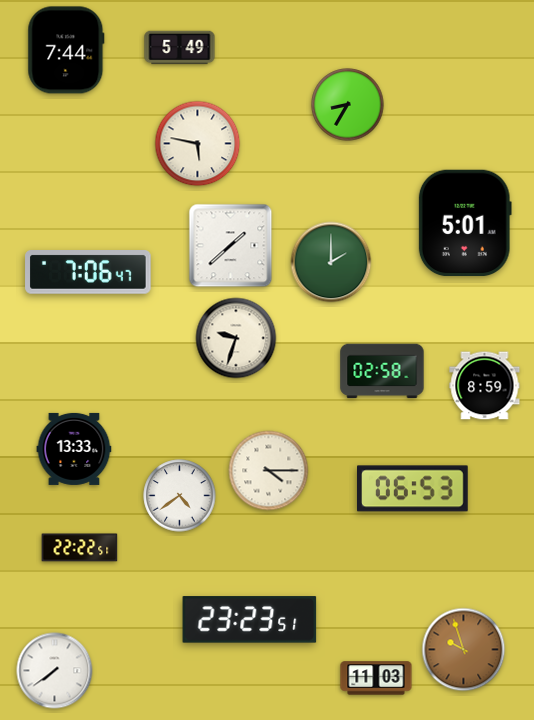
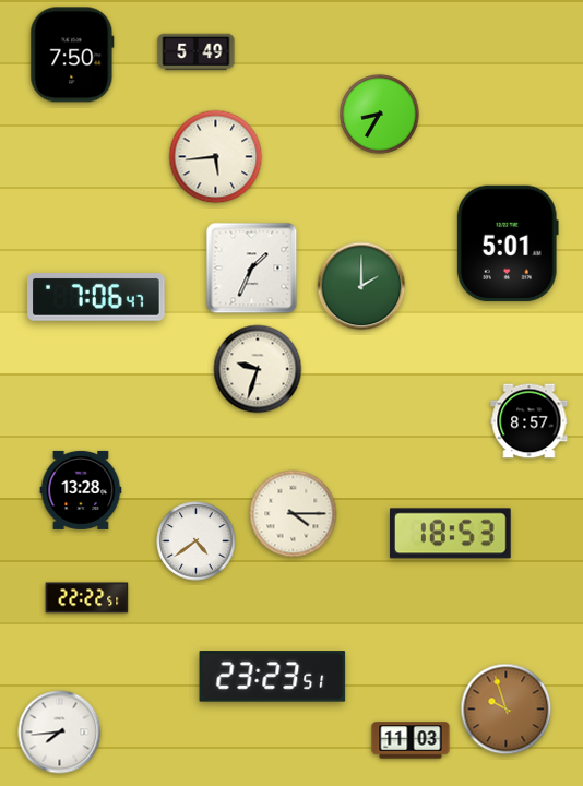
clock at (66, 50): 7:44 -> 7:50
clock at (198, 144): 5:47 -> 5:44
clock at (231, 246): 1:38 -> 1:34
clock at (382, 371): 02:58 -> none
clock at (485, 386): 8:59 -> 8:57
clock at (74, 449): 13:33 -> 13:28
clock at (413, 489): 06:53 -> 18:53
clock at (55, 671): 7:39 -> 7:44
